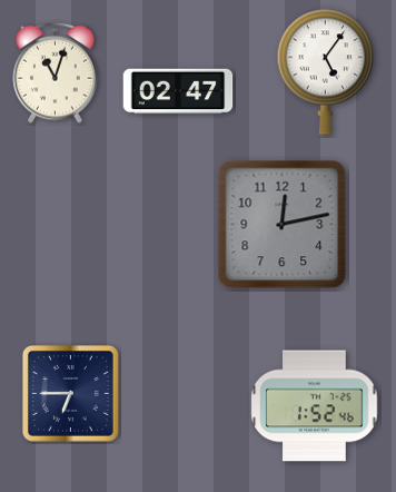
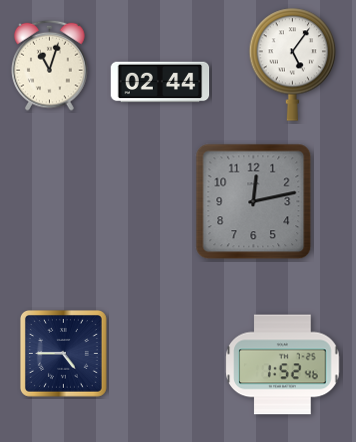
clock at (178, 91): 02:47 -> 02:44
clock at (70, 393): 6:45 -> 4:45
